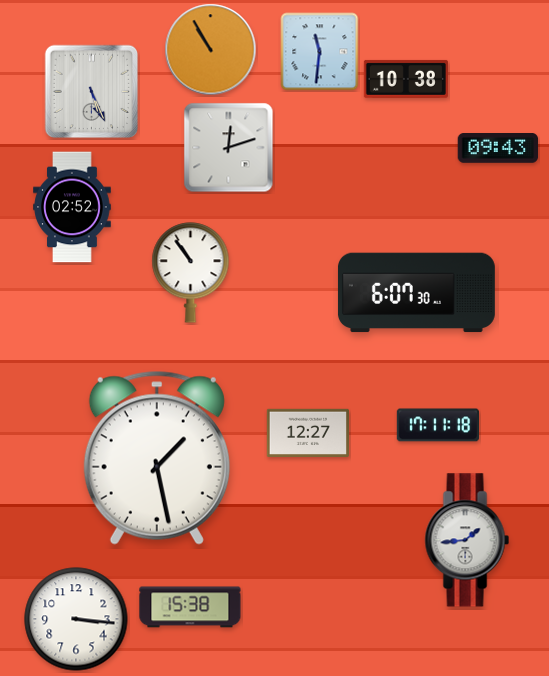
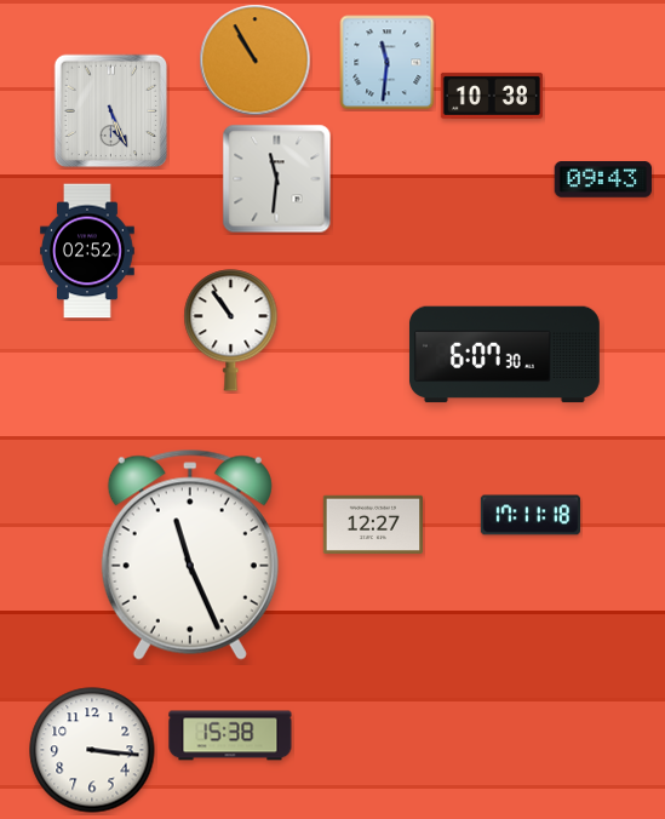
clock at (229, 148): 12:12 -> 11:31
clock at (157, 458): 1:28 -> 11:26
clock at (467, 540): 1:44 -> none
